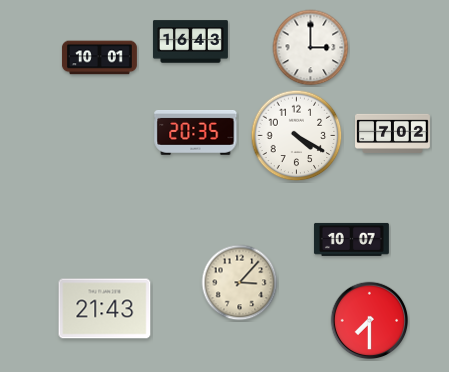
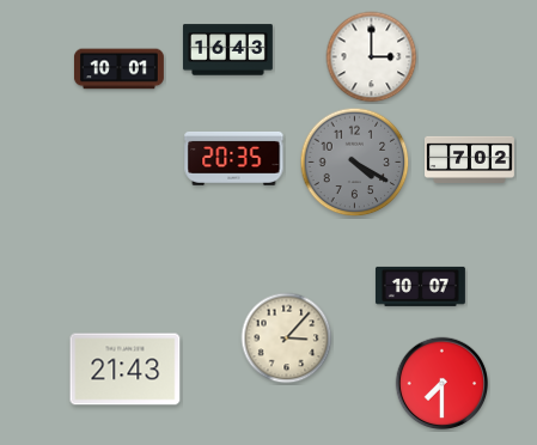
clock at (297, 136) dial: white -> grey
